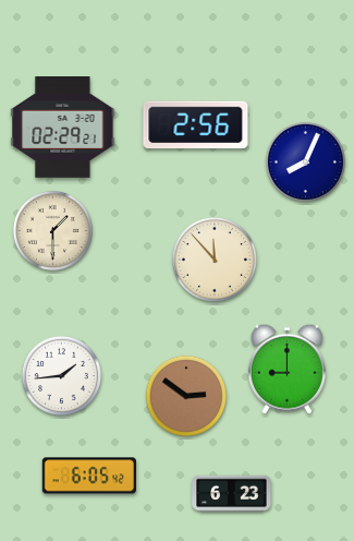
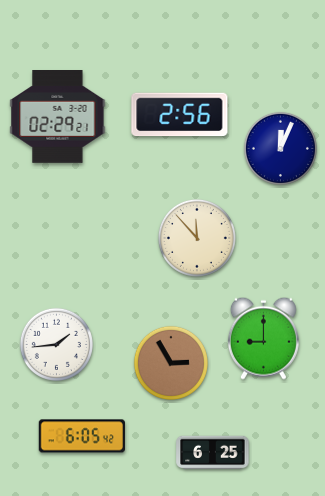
clock at (305, 161): 8:04 -> 12:04
clock at (52, 230): 1:30 -> none
clock at (186, 396): 2:51 -> 2:55
clock at (232, 494): 6:23 -> 6:25
